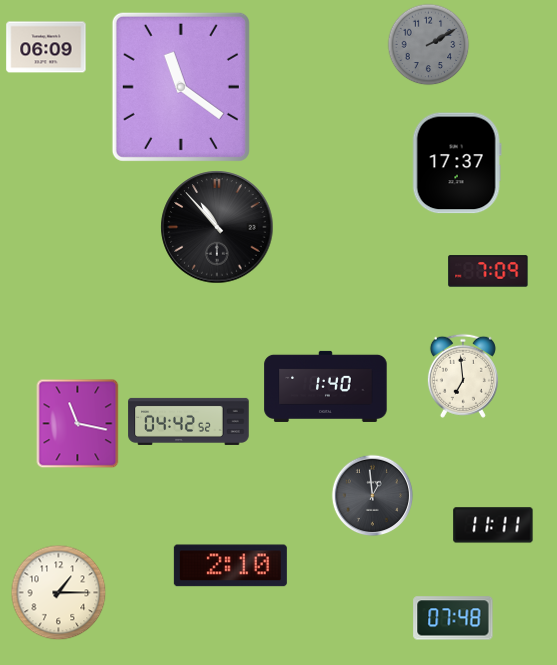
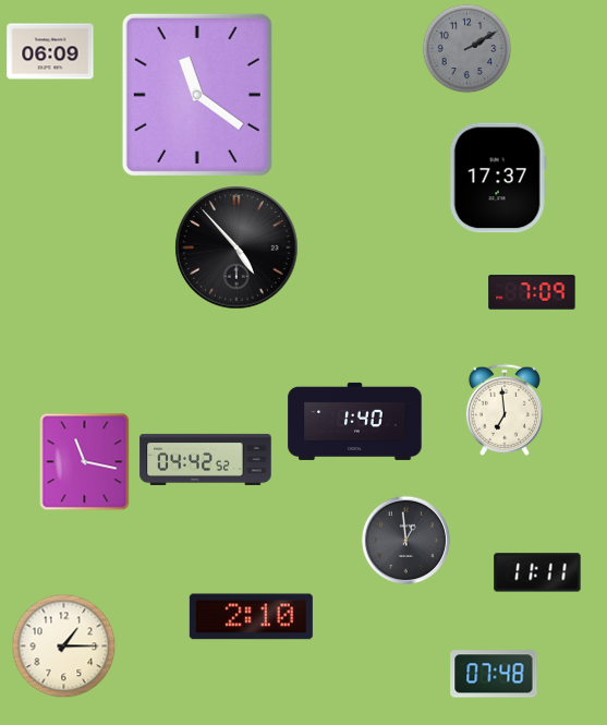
clock at (217, 227): 10:53 -> 4:53
clock at (488, 271) position: (488, 271) -> (532, 292)
